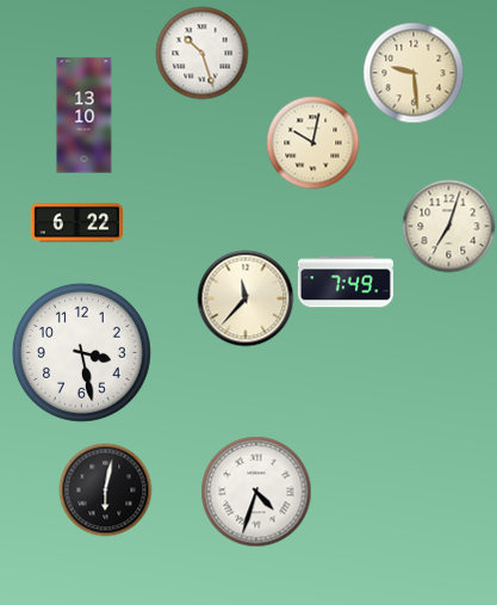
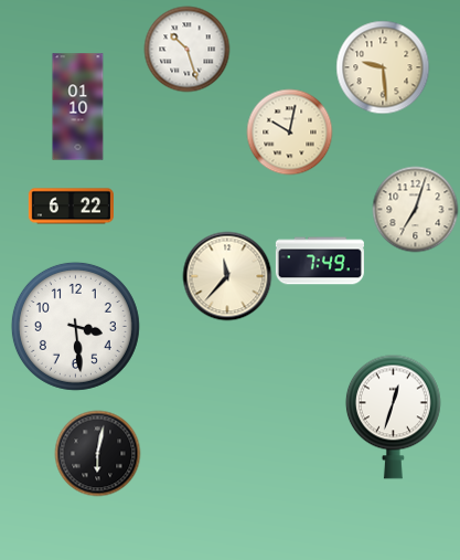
clock at (85, 116): 13:10 -> 01:10
clock at (81, 352): 3:28 -> 3:29
clock at (393, 416): none -> 12:33
clock at (256, 492): 4:33 -> none
